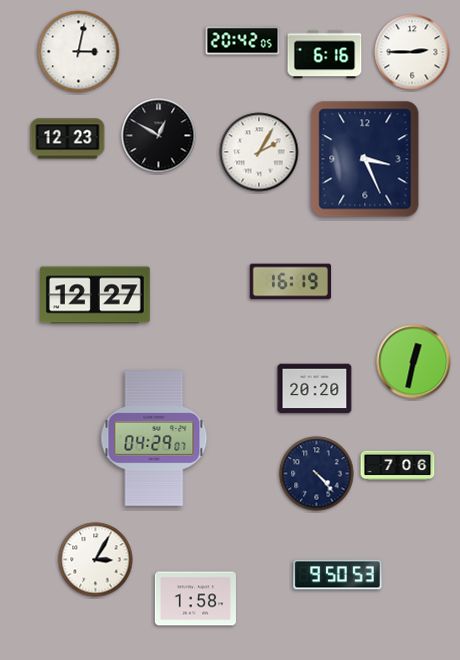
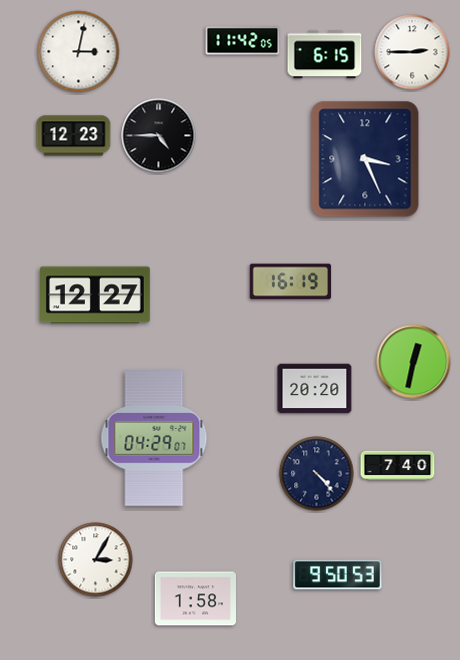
clock at (243, 41): 20:42 -> 11:42
clock at (325, 55): 6:16 -> 6:15
clock at (159, 136): 12:50 -> 4:45
clock at (68, 139) position: (68, 139) -> (74, 136)
clock at (259, 152): 2:05 -> none
clock at (398, 466): 7:06 -> 7:40
